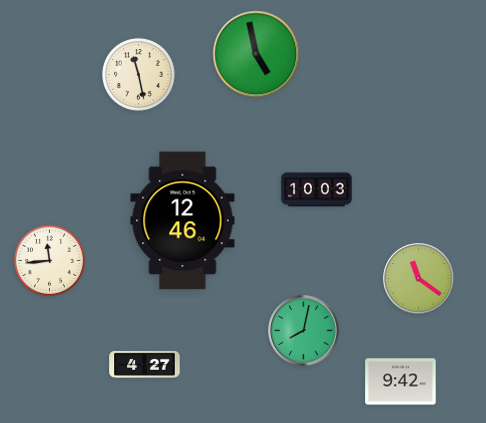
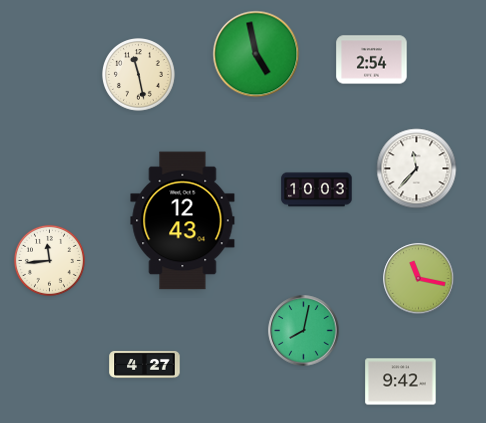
clock at (372, 60): none -> 2:54
clock at (417, 169): none -> 11:37
clock at (183, 221): 12:46 -> 12:43
clock at (419, 279): 11:21 -> 11:17
